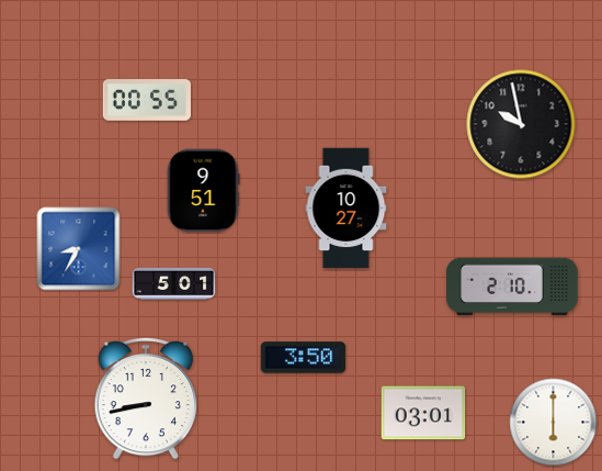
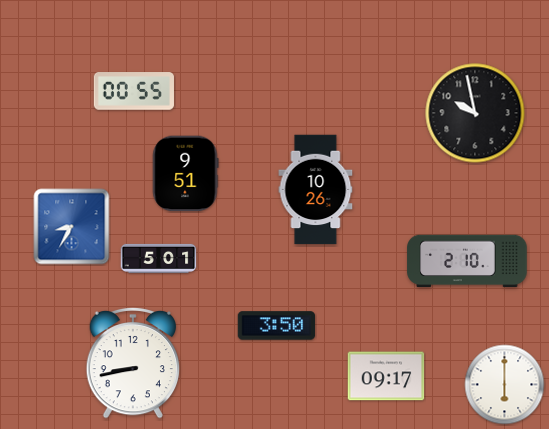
clock at (347, 209): 10:27 -> 10:26
clock at (423, 413): 03:01 -> 09:17
